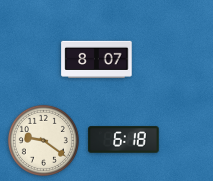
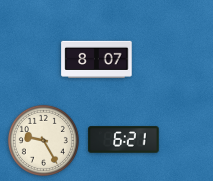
clock at (43, 140): 9:21 -> 9:25
clock at (124, 140): 6:18 -> 6:21
